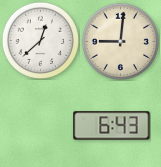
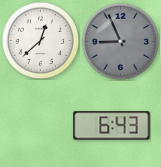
clock at (120, 41): 9:01 -> 8:56
clock at (120, 41) dial: cream -> grey
